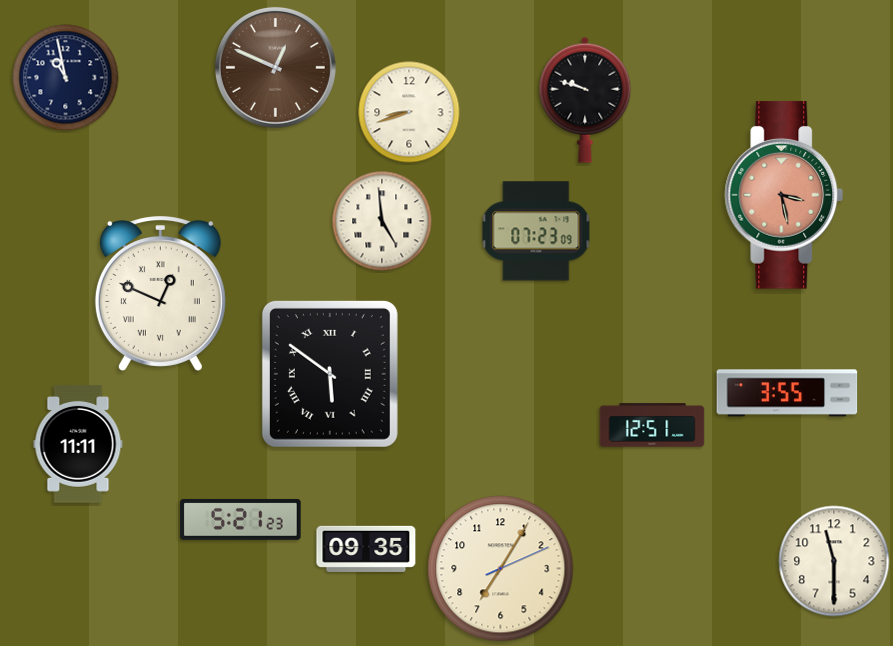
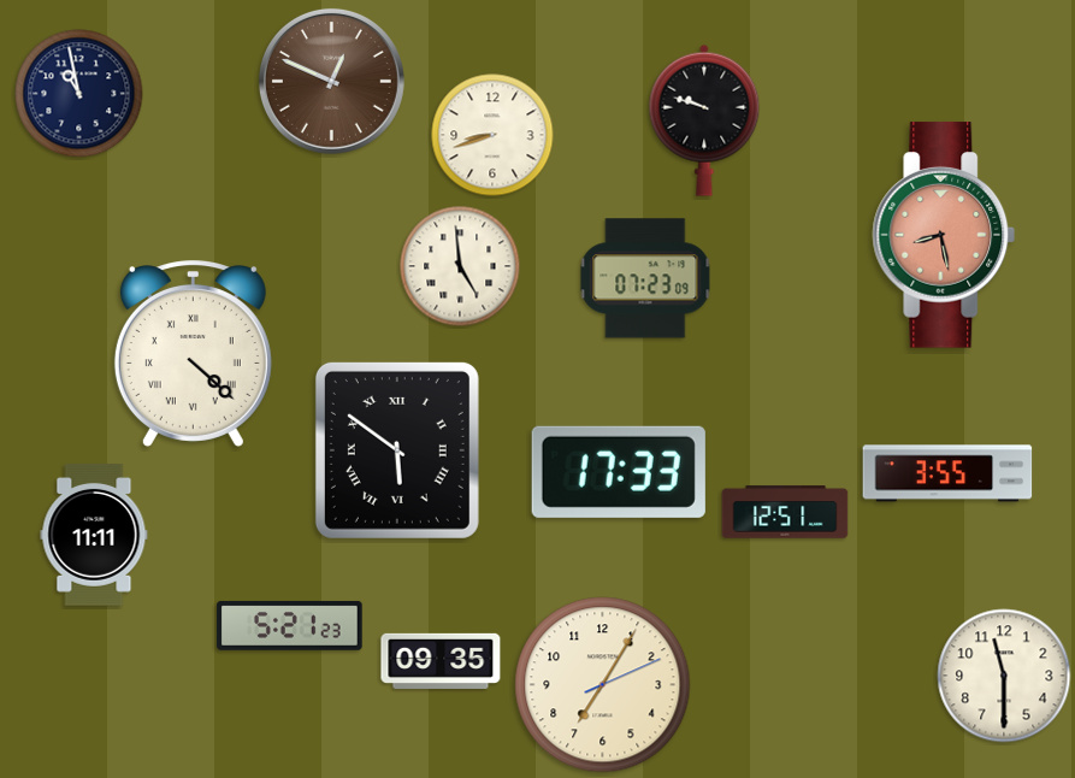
clock at (784, 195): 3:28 -> 8:28
clock at (160, 294): 12:49 -> 4:22
clock at (619, 472): none -> 17:33
